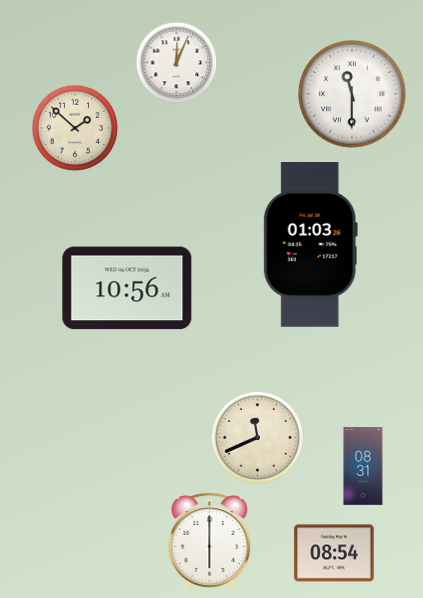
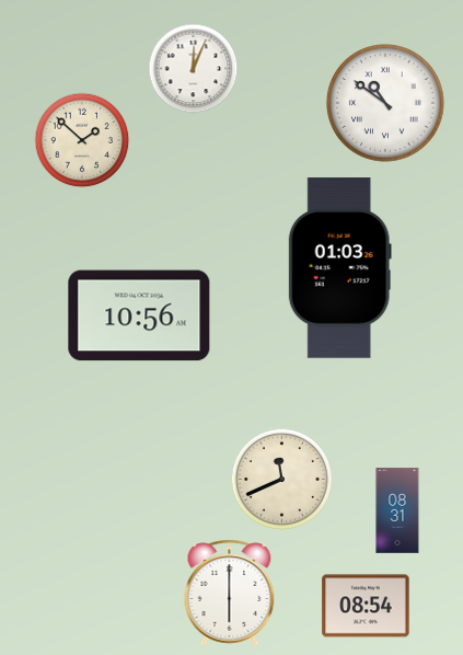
clock at (352, 94): 11:30 -> 10:51
